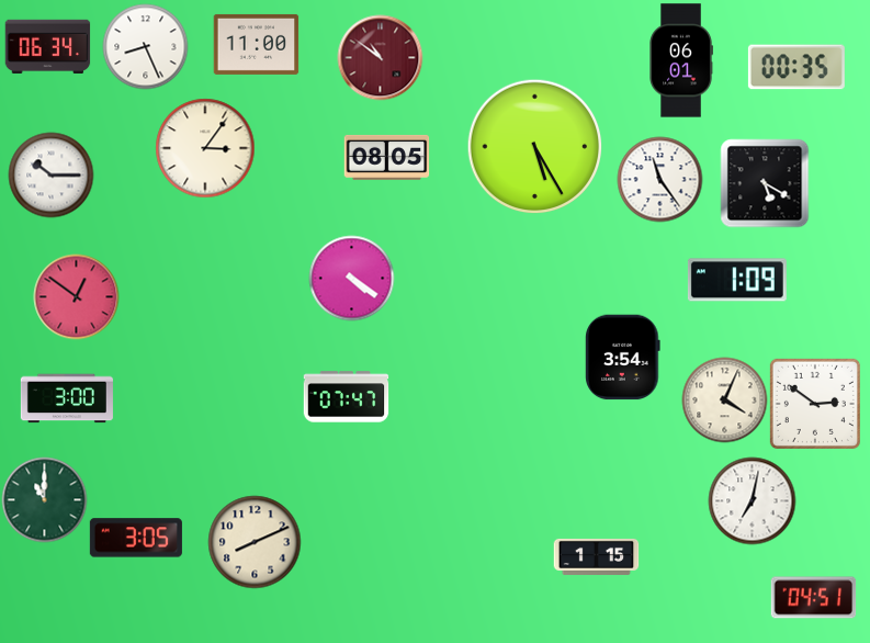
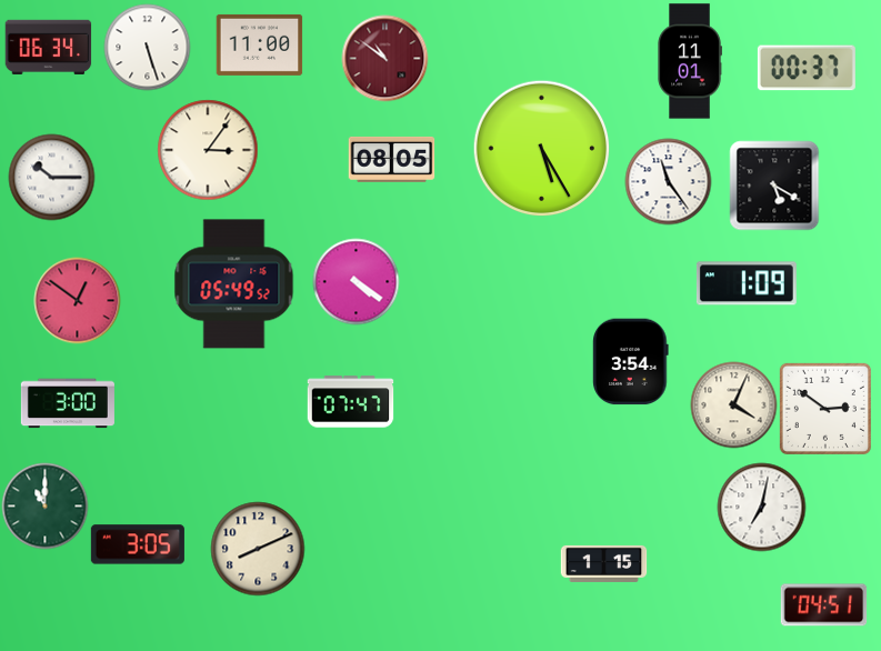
clock at (145, 46): 8:26 -> 5:27
clock at (681, 60): 06:01 -> 11:01
clock at (796, 67): 00:35 -> 00:37
clock at (234, 284): none -> 05:49
